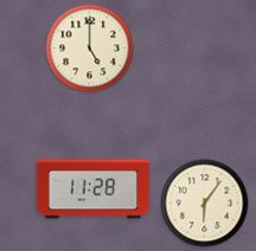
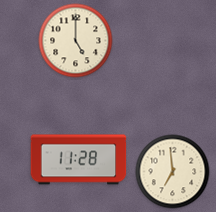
clock at (205, 204): 6:06 -> 6:59
